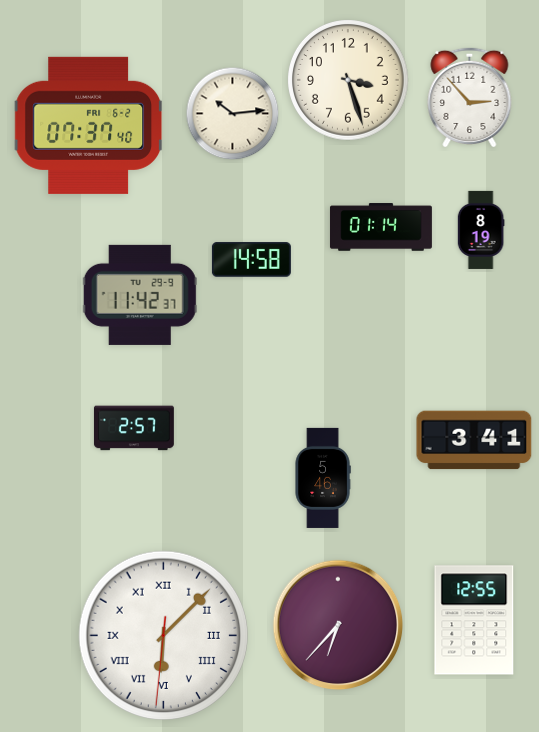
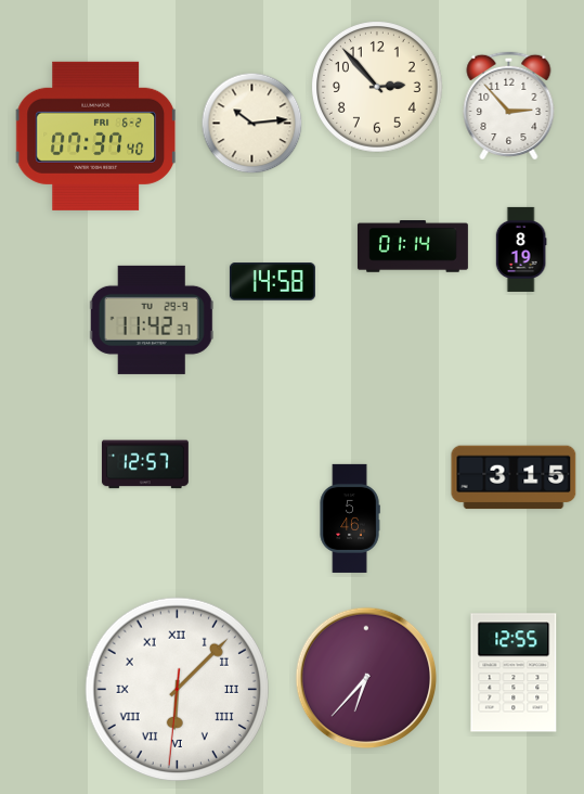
clock at (349, 81): 3:27 -> 2:53
clock at (134, 428): 2:57 -> 12:57
clock at (474, 440): 3:41 -> 3:15
